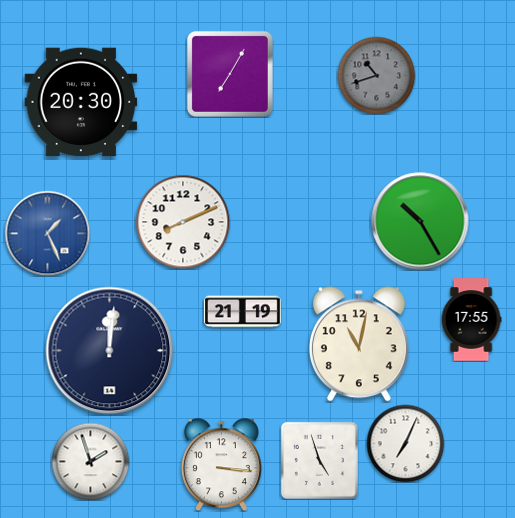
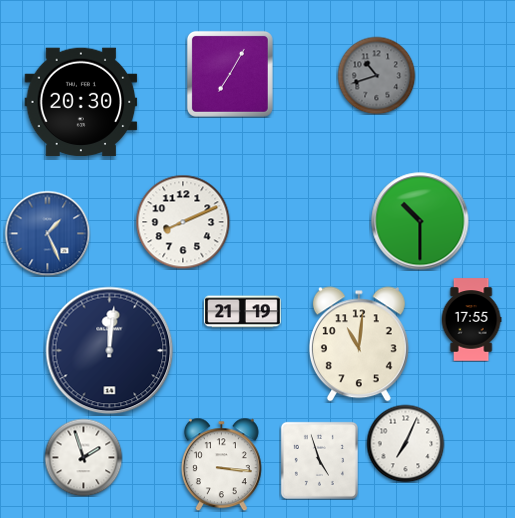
clock at (420, 221): 10:25 -> 10:30
clock at (359, 344): 11:02 -> 11:01
clock at (90, 461) position: (90, 461) -> (83, 457)
